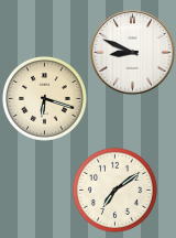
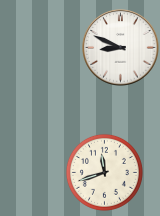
clock at (44, 98): 6:18 -> none
clock at (114, 190): 7:09 -> 11:42
